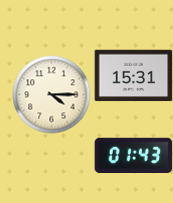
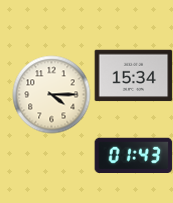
clock at (133, 76): 15:31 -> 15:34
